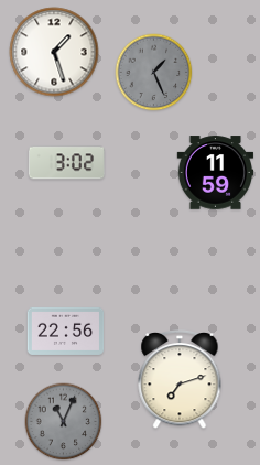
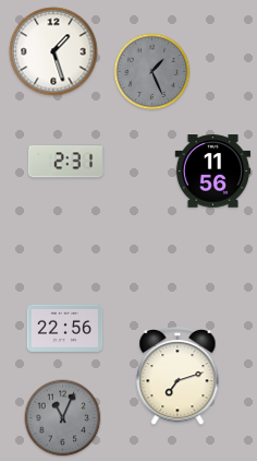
clock at (67, 163): 3:02 -> 2:31
clock at (216, 173): 11:59 -> 11:56
